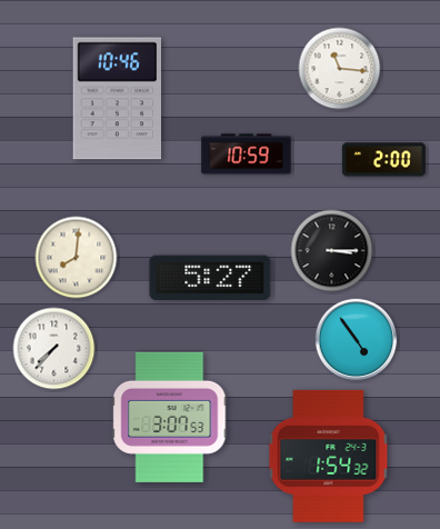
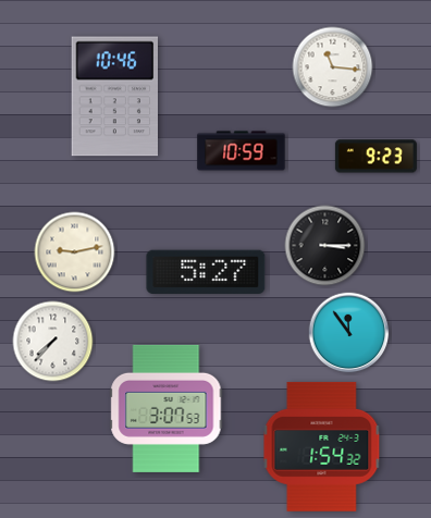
clock at (383, 160): 2:00 -> 9:23
clock at (77, 258): 8:01 -> 9:13
clock at (357, 340): 4:54 -> 11:54
